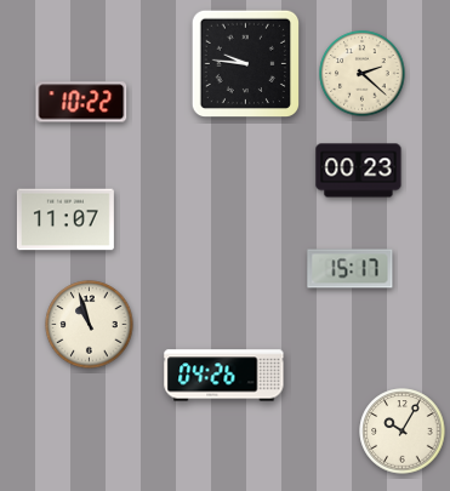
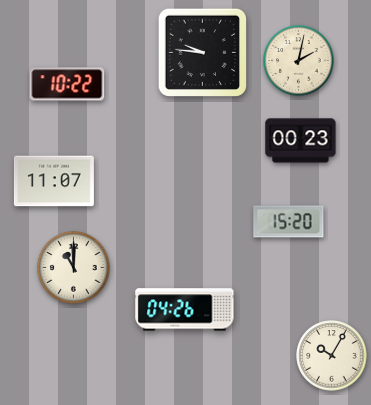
clock at (363, 74): 2:22 -> 2:02
clock at (359, 171) position: (359, 171) -> (301, 141)
clock at (351, 269): 15:17 -> 15:20
clock at (90, 325): 10:57 -> 11:00
